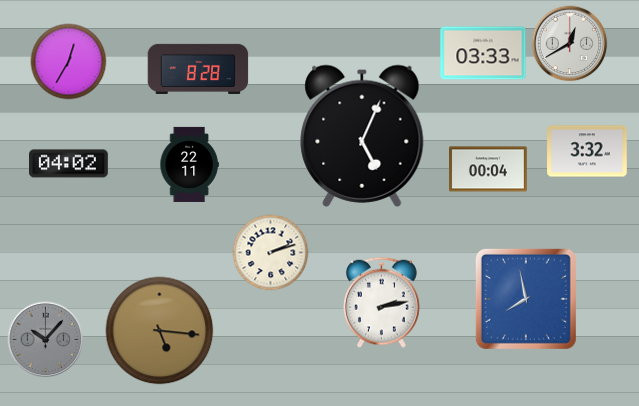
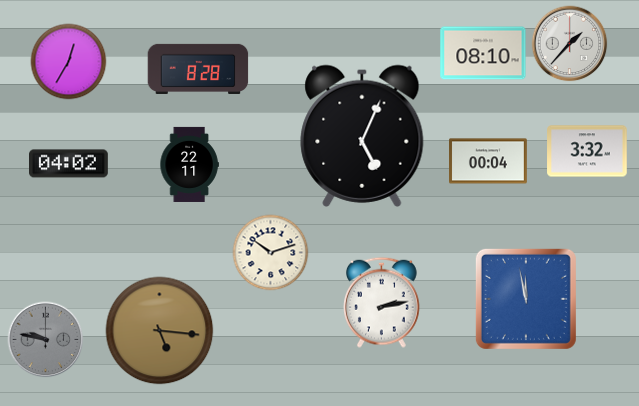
clock at (570, 44): 12:40 -> 1:37
clock at (483, 53): 03:33 -> 08:10
clock at (489, 169) position: (489, 169) -> (489, 161)
clock at (271, 253): 2:12 -> 10:12
clock at (526, 299): 7:58 -> 11:58
clock at (46, 340): 10:07 -> 9:47
